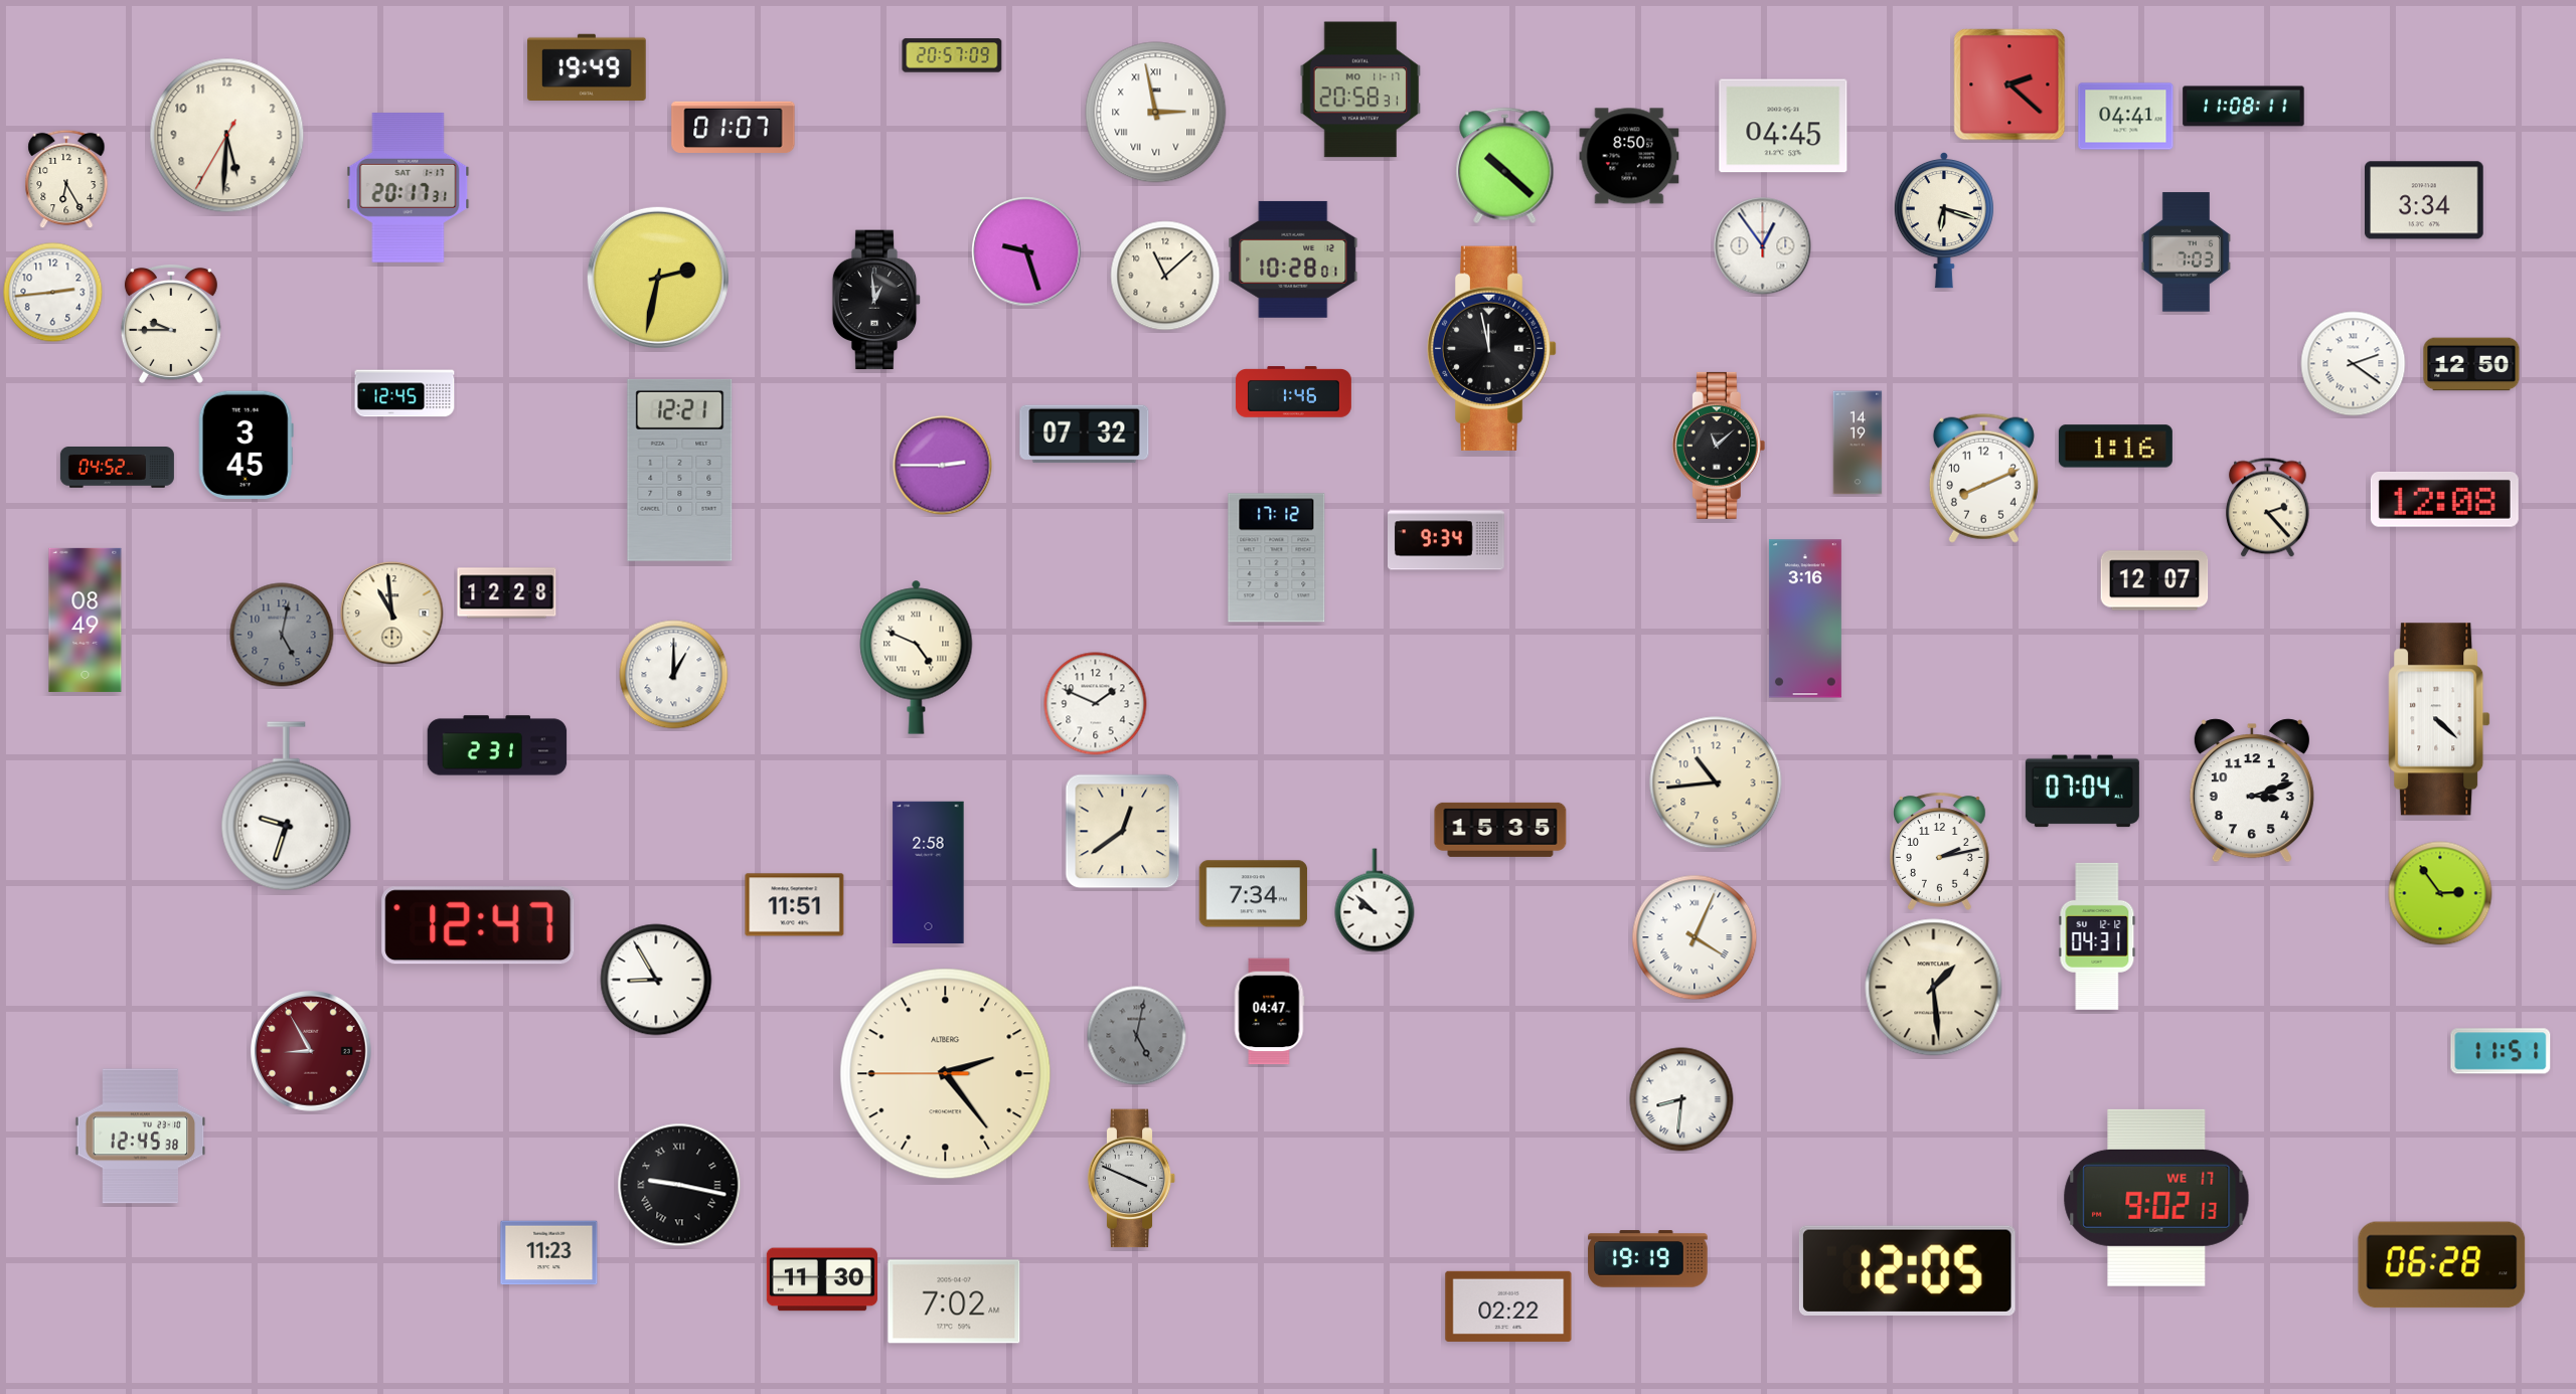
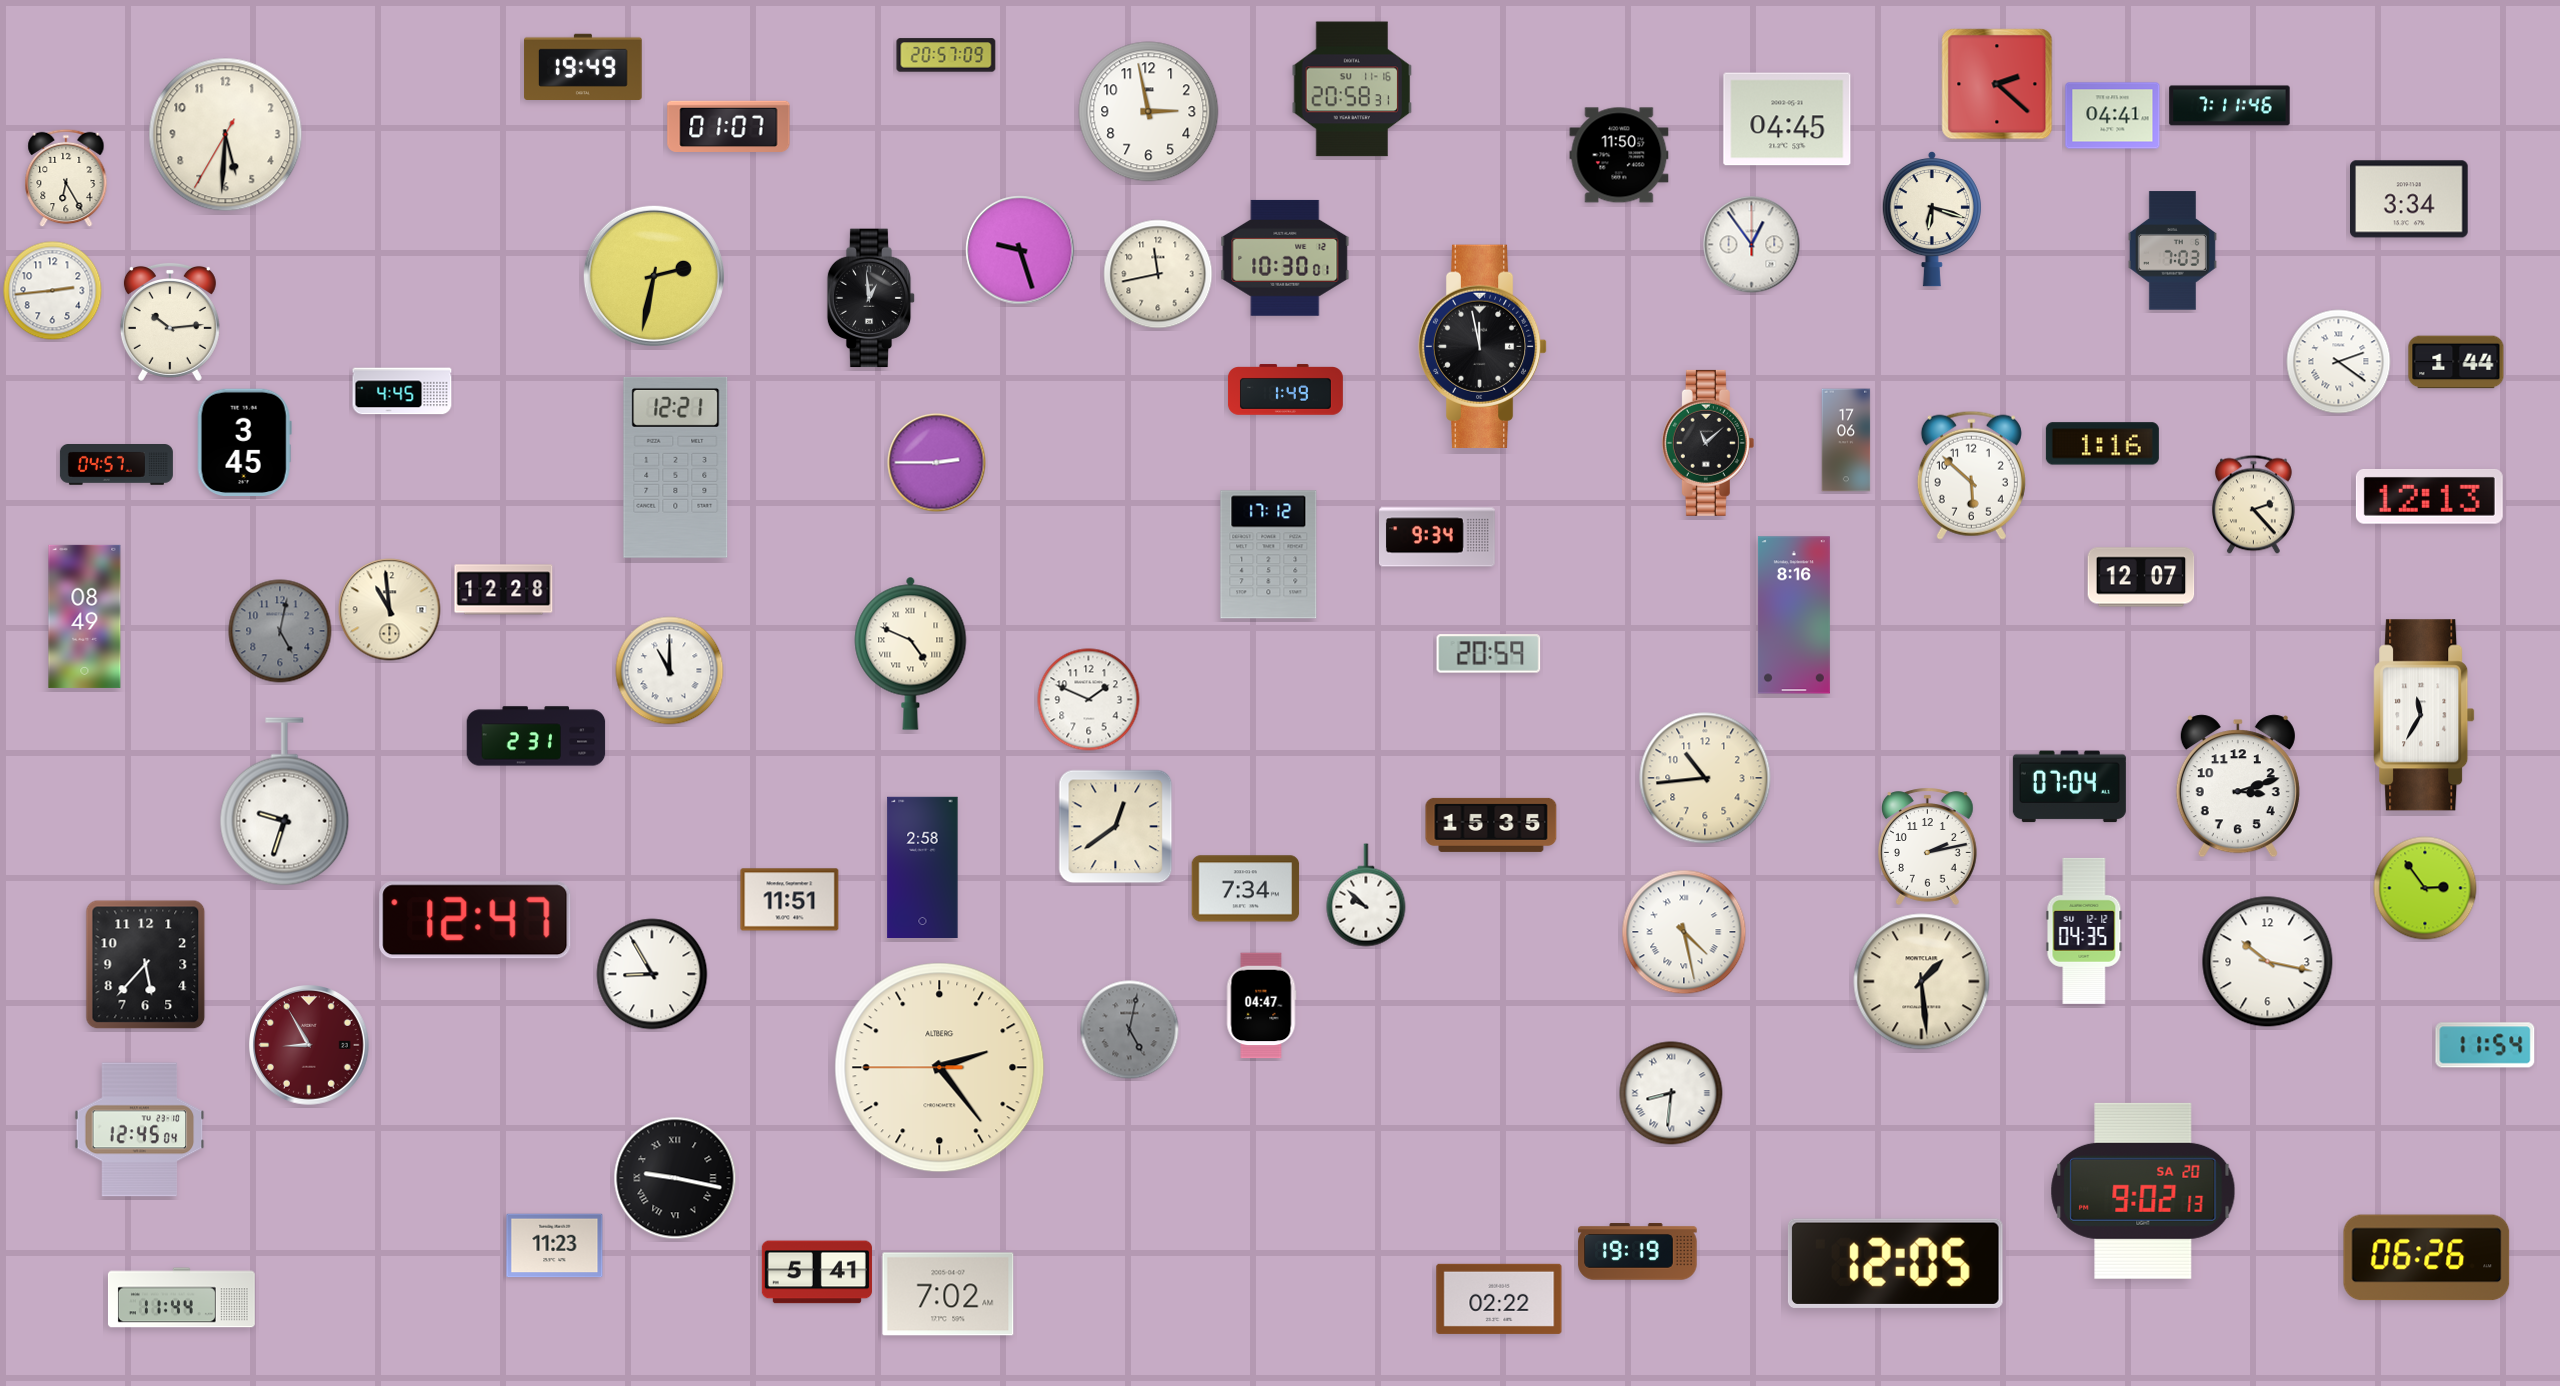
clock at (1360, 90) date: MO 11-17 -> SU 11-16
clock at (2244, 107): 11:08 -> 7:11
clock at (1156, 113) numerals: Roman -> Arabic
clock at (1783, 126) position: (1783, 126) -> (1787, 119)
clock at (1629, 156): 8:50 -> 11:50
clock at (1505, 166): 10:22 -> none
clock at (409, 188): 20:17 -> none
clock at (1293, 259): 10:28 -> 10:30
clock at (1165, 276): 11:08 -> 11:43
clock at (171, 324): 9:45 -> 10:14
clock at (2471, 364): 12:50 -> 1:44
clock at (1293, 392): 1:46 -> 1:49
clock at (405, 393): 12:45 -> 4:45
clock at (1085, 434): 07:32 -> none
clock at (1858, 443): 14:19 -> 17:06
clock at (117, 468): 04:52 -> 04:57
clock at (1983, 478): 8:11 -> 5:52
clock at (2444, 500): 12:08 -> 12:13
clock at (1805, 619): 3:16 -> 8:16
clock at (1489, 654): none -> 20:59
clock at (674, 675): 1:00 -> 11:00
clock at (2439, 719): 4:22 -> 11:35
clock at (497, 745) position: (497, 745) -> (536, 736)
clock at (2097, 936): 04:31 -> 04:35
clock at (1695, 937): 4:04 -> 4:28
clock at (2268, 962): none -> 10:17
clock at (146, 965): none -> 5:37
clock at (2501, 1051): 11:51 -> 11:54
clock at (141, 1137): 12:45:38 -> 12:45:04
clock at (1132, 1179): 3:49 -> none
clock at (2156, 1198) date: WE 17 -> SA 20
clock at (549, 1253) position: (549, 1253) -> (555, 1246)
clock at (2442, 1265): 06:28 -> 06:26
clock at (822, 1279): 11:30 -> 5:41
clock at (181, 1298): none -> 11:44
